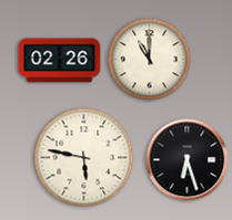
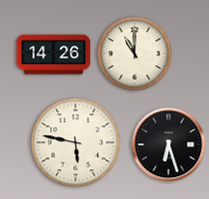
clock at (60, 61): 02:26 -> 14:26
